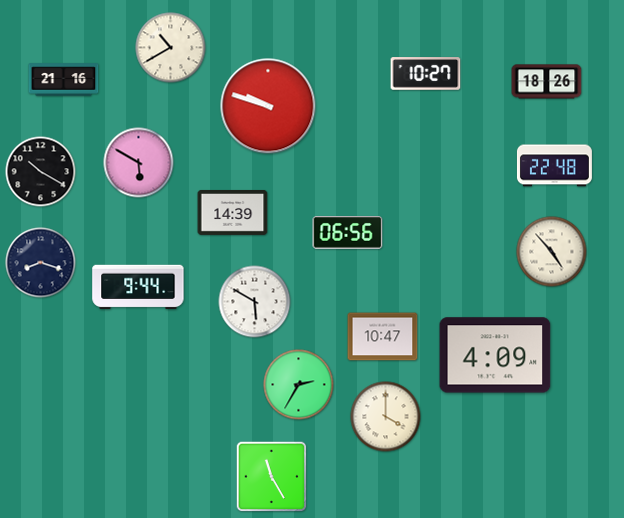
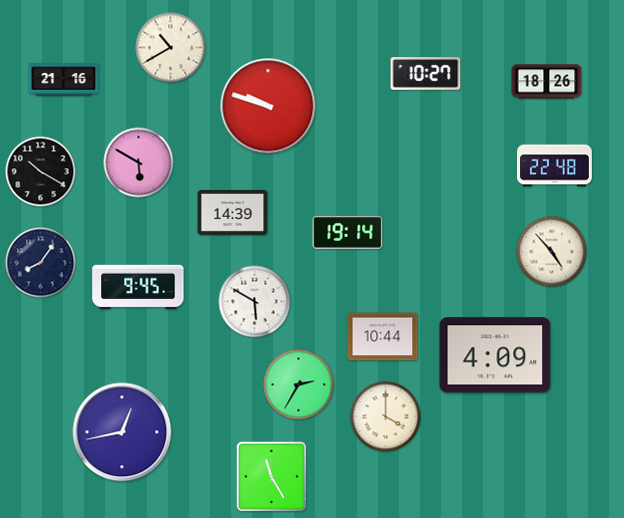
clock at (348, 233): 06:56 -> 19:14
clock at (41, 263): 8:18 -> 8:06
clock at (138, 287): 9:44 -> 9:45
clock at (383, 337): 10:47 -> 10:44
clock at (122, 432): none -> 12:43
